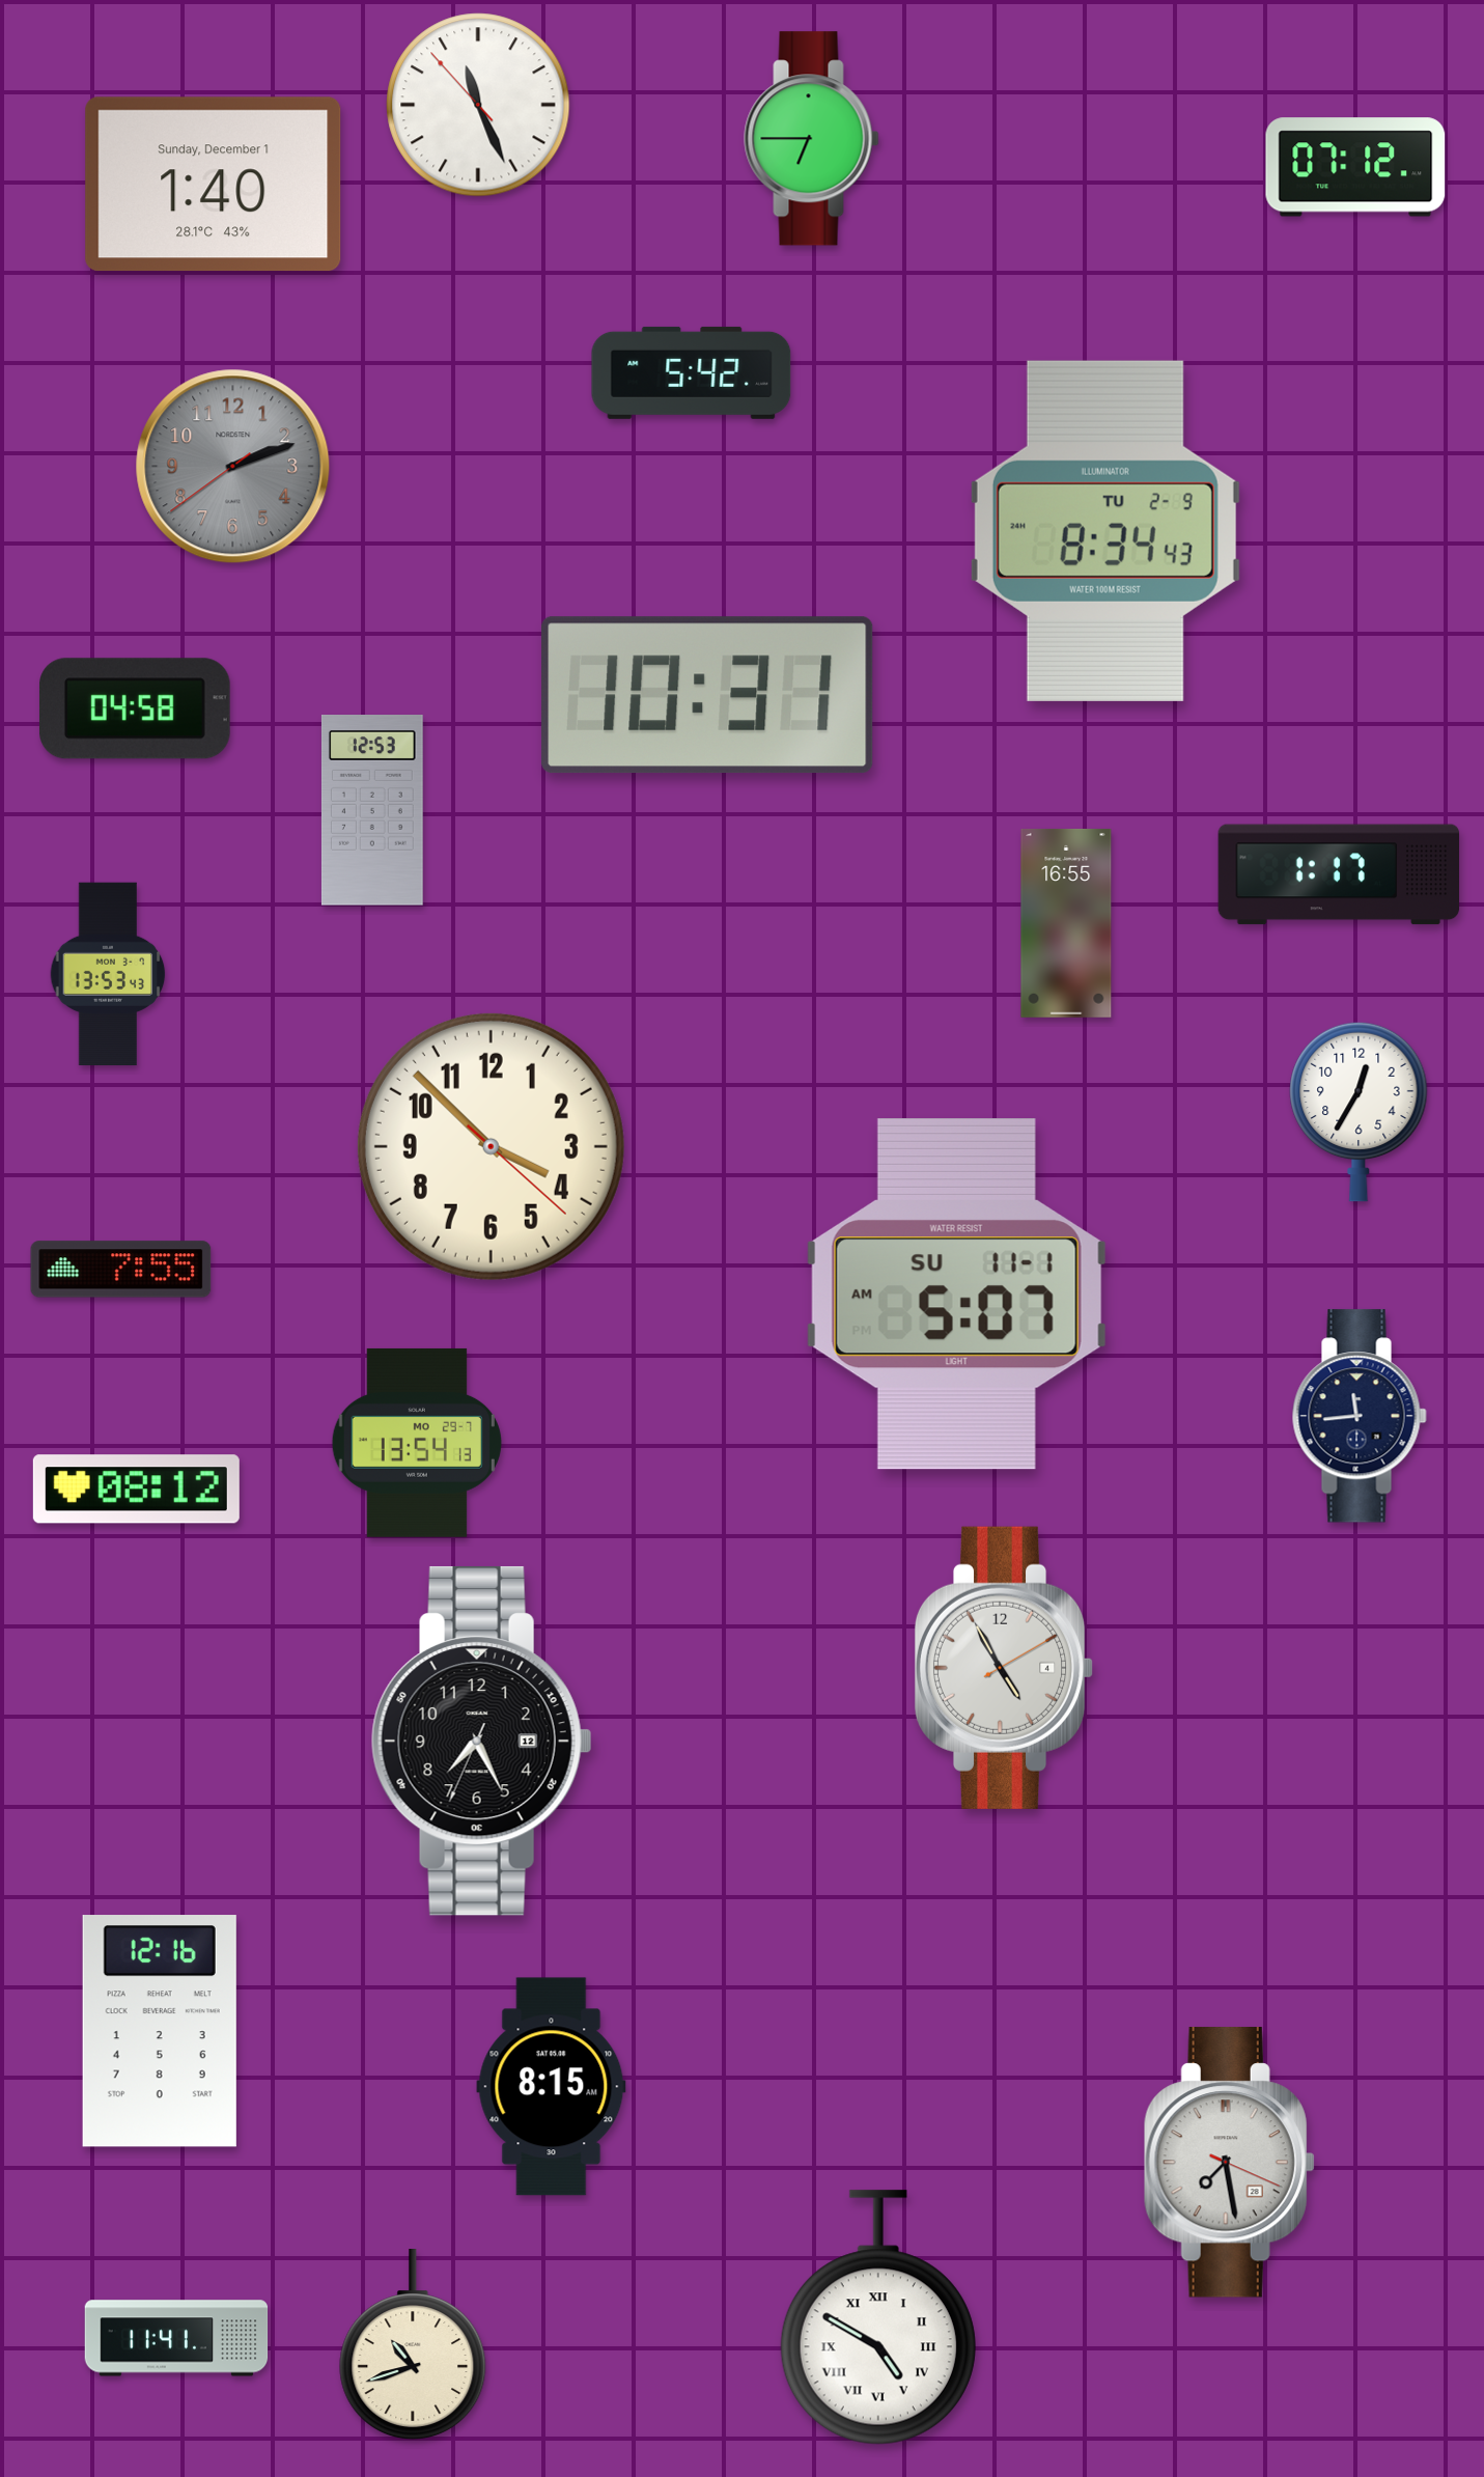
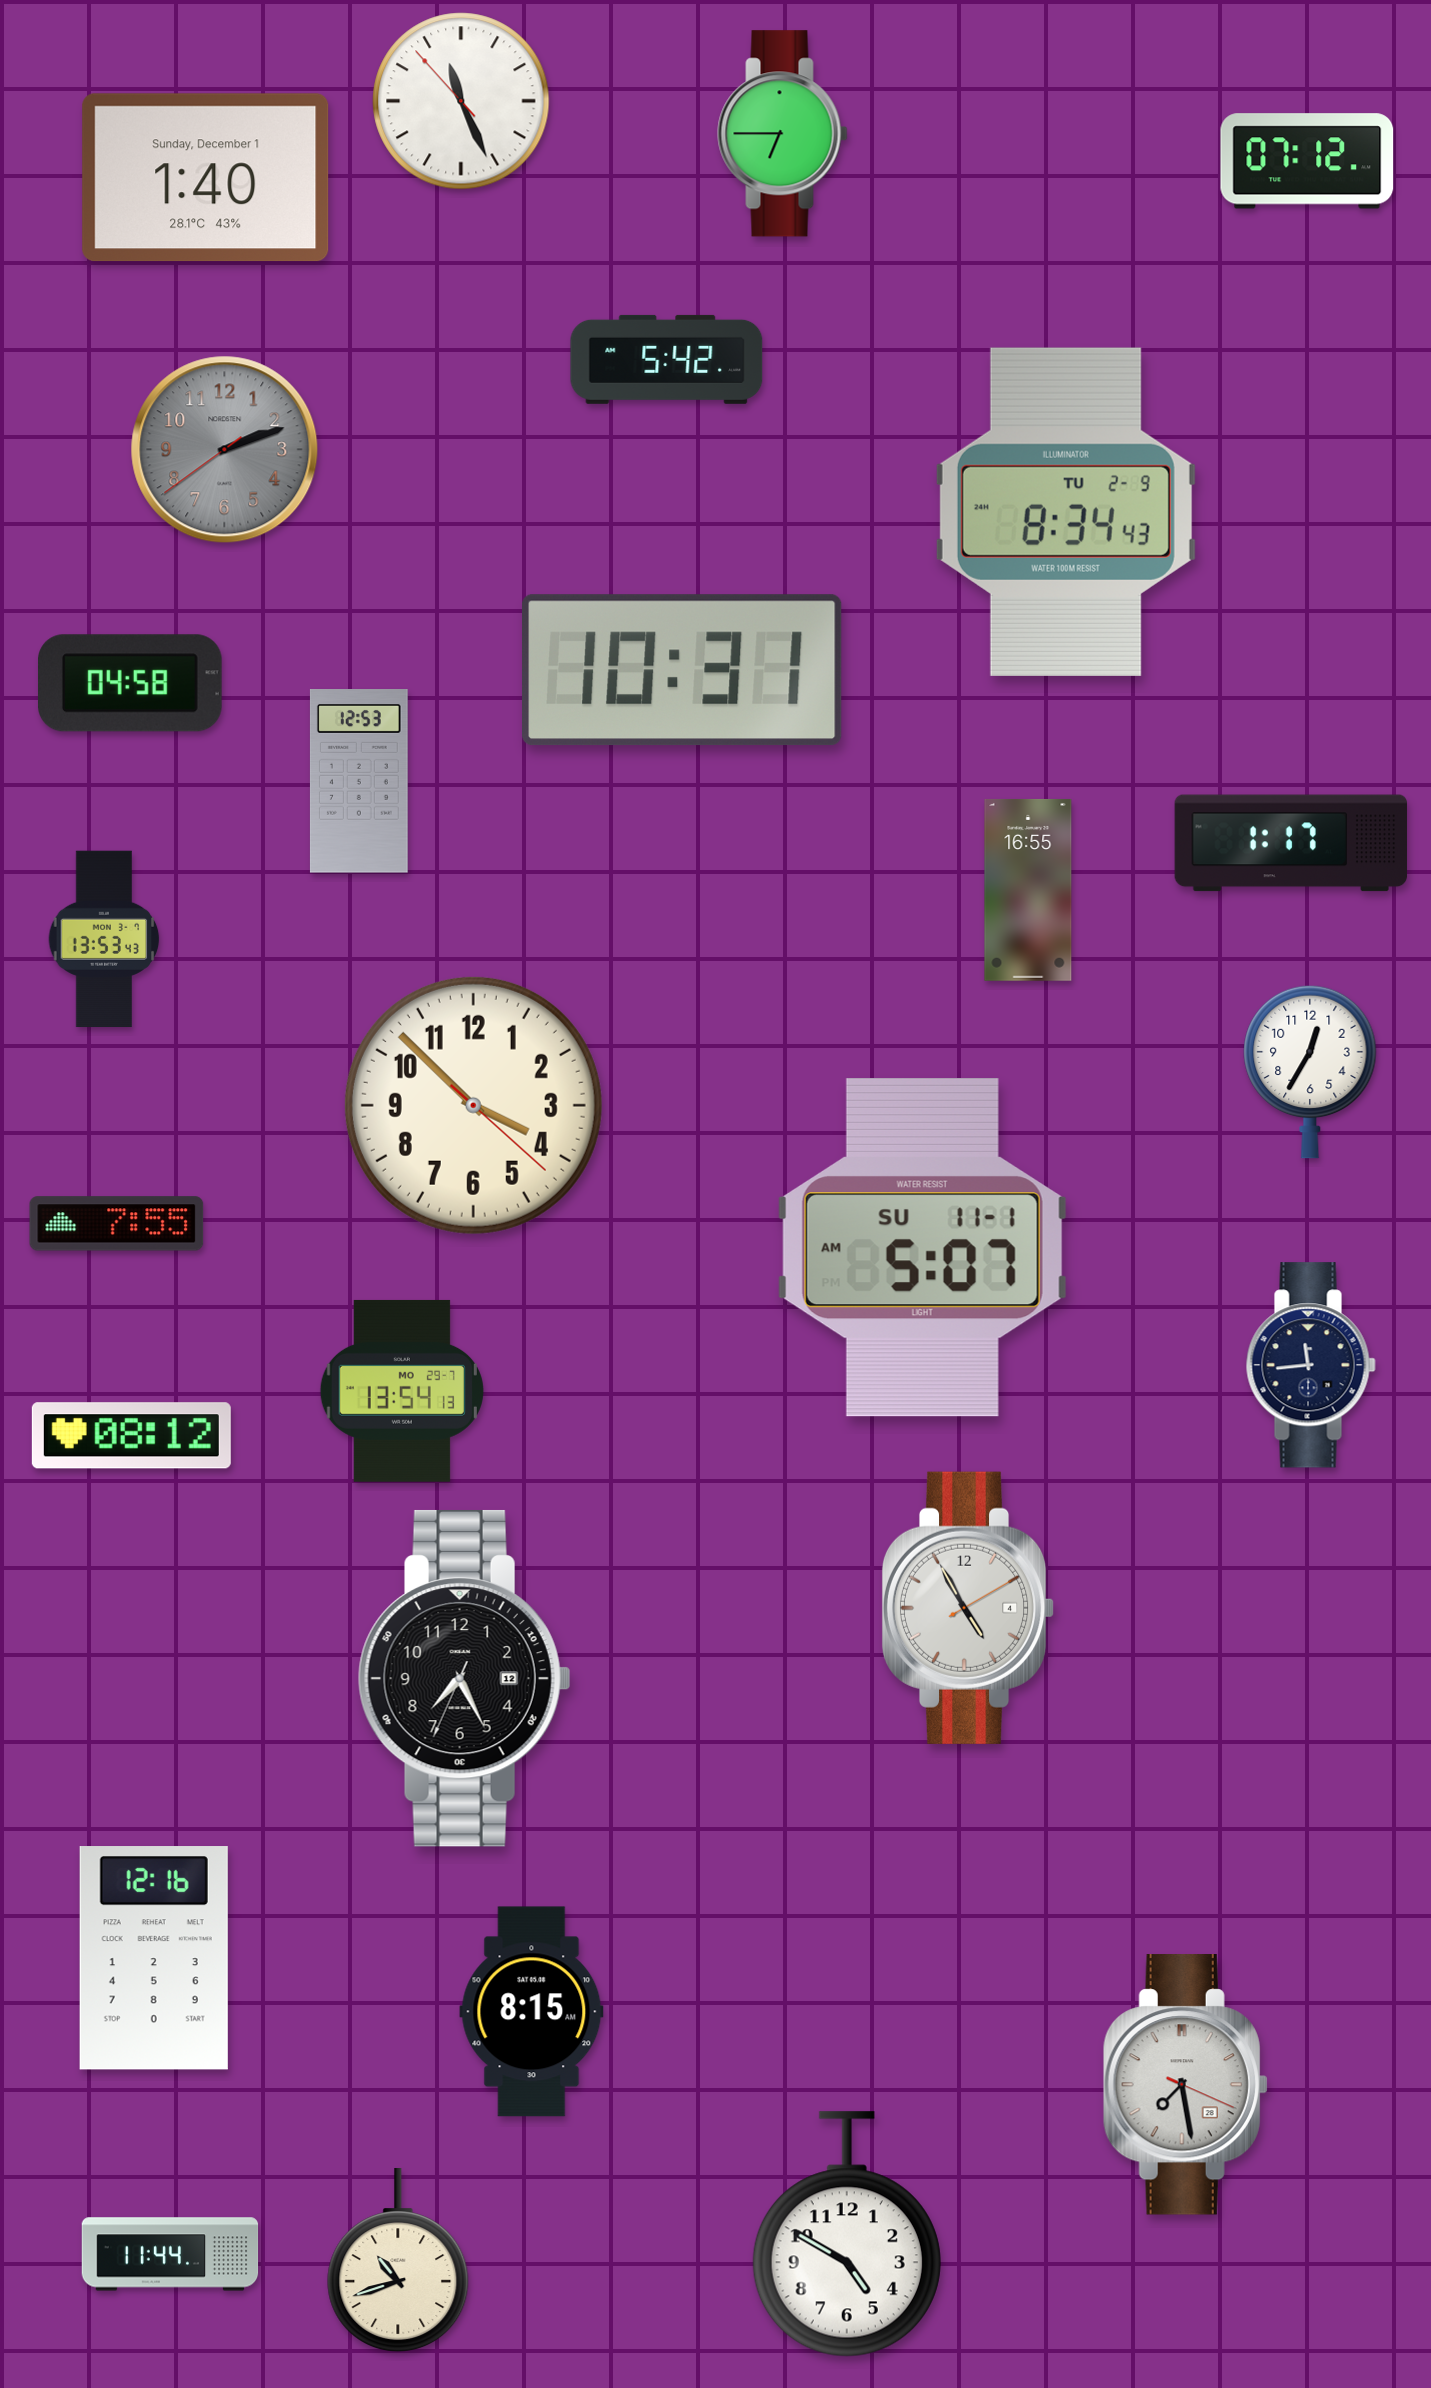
clock at (878, 2317) numerals: Roman -> Arabic
clock at (176, 2338): 11:41 -> 11:44
